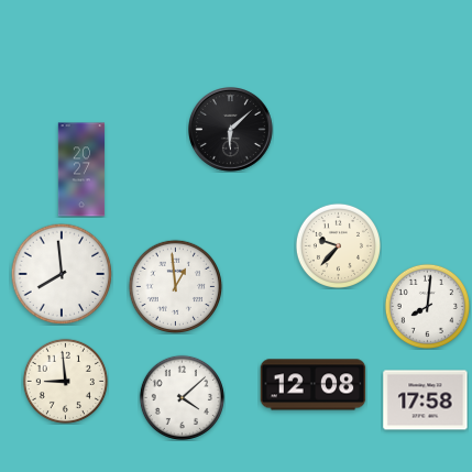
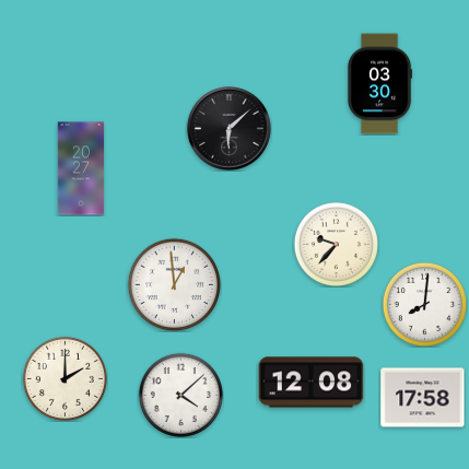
clock at (379, 84): none -> 03:30
clock at (62, 274): 7:59 -> none
clock at (65, 381): 8:59 -> 2:00
